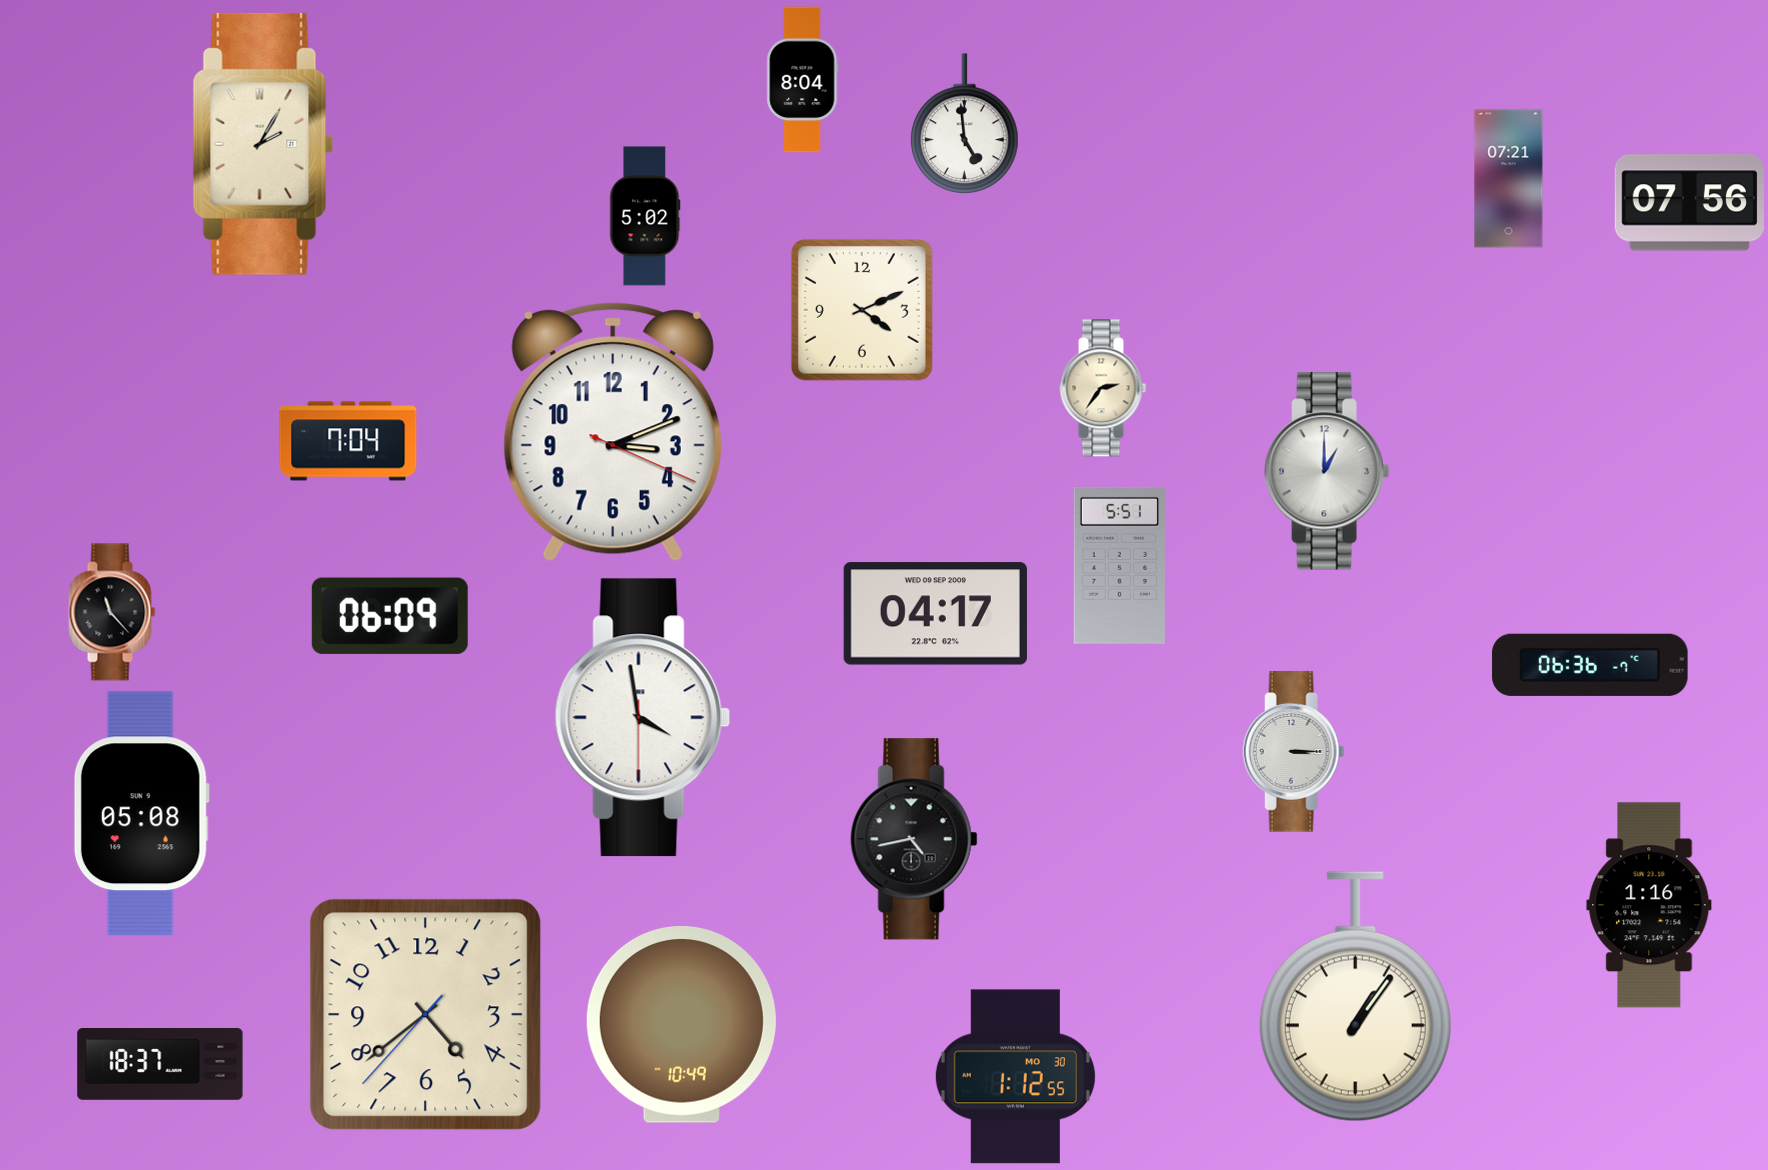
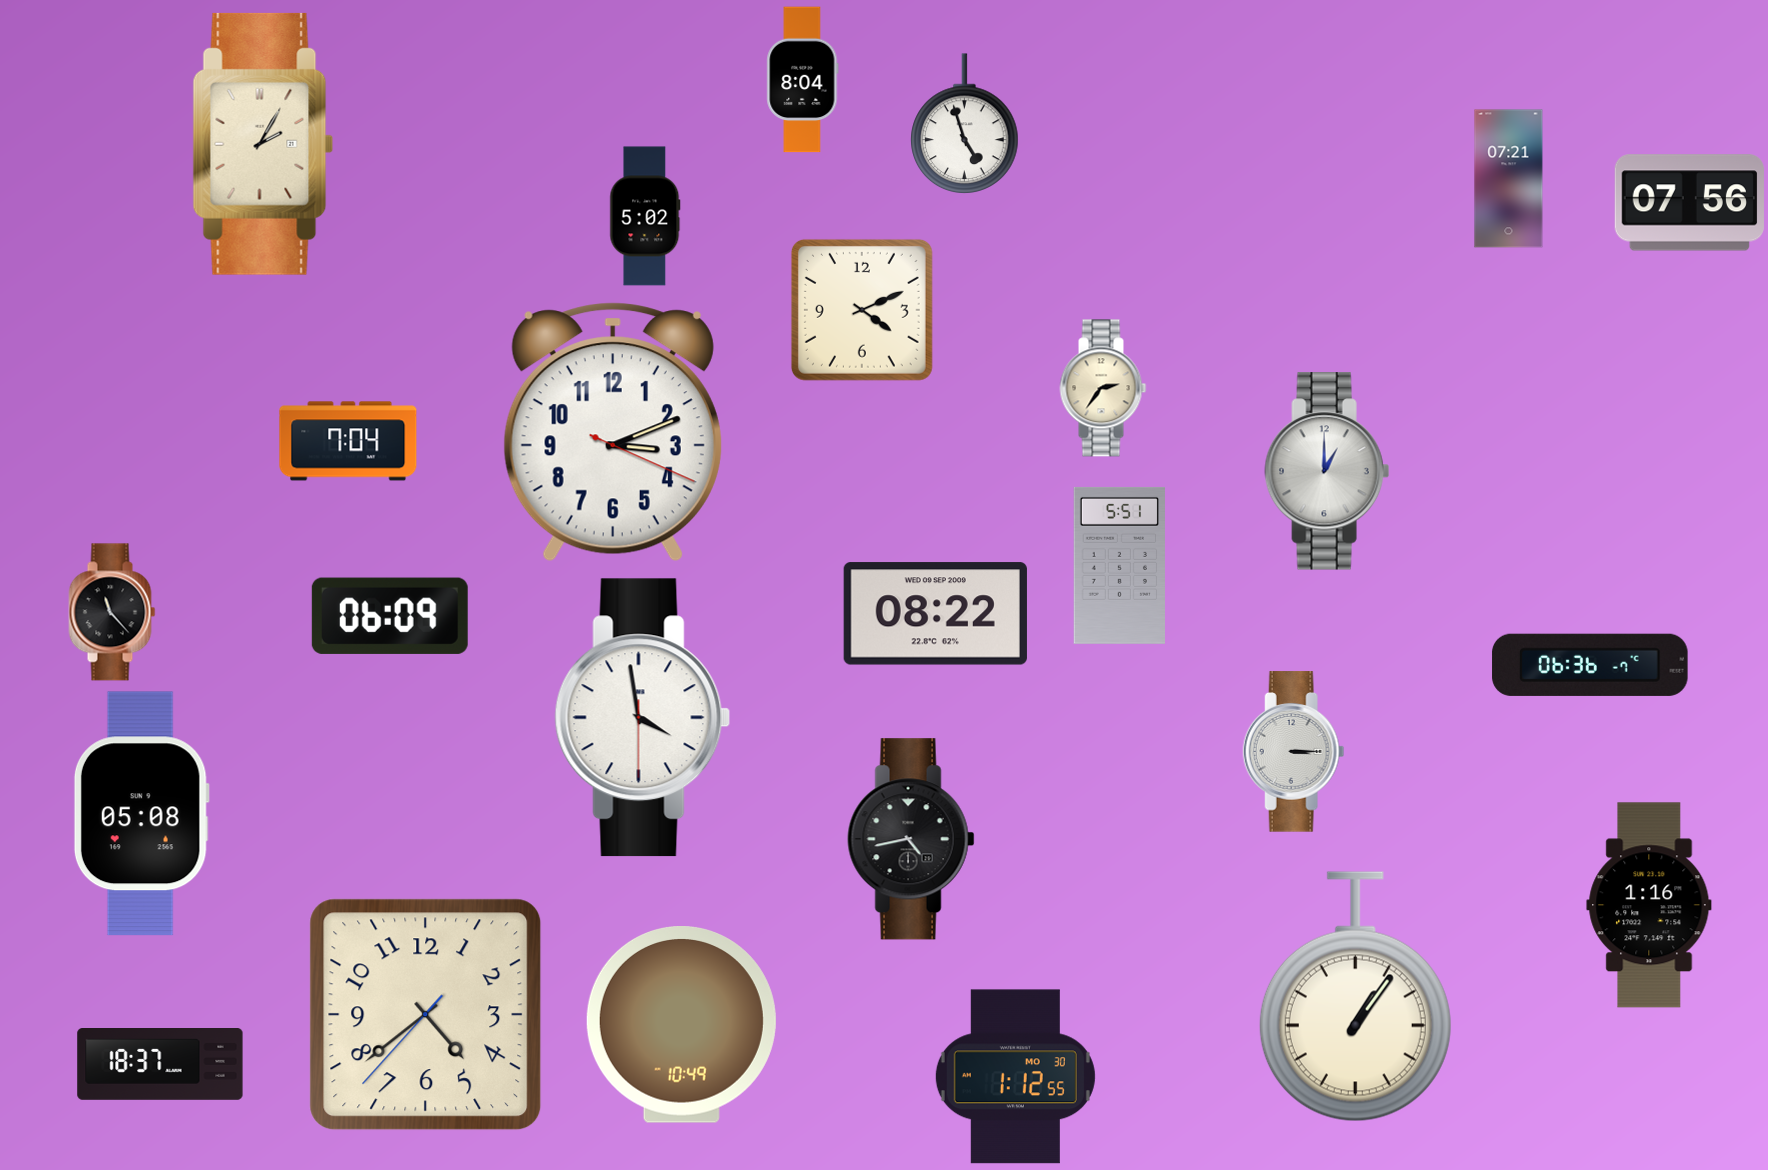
clock at (965, 123): 4:59 -> 4:57
clock at (935, 614): 04:17 -> 08:22
clock at (914, 839) position: (914, 839) -> (911, 839)
